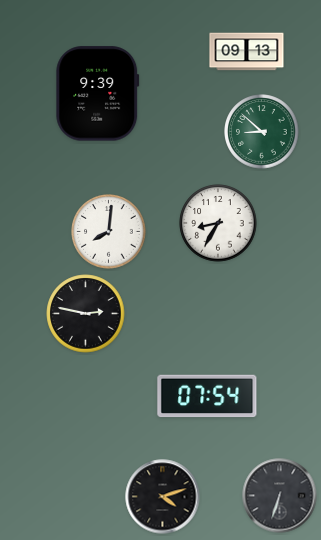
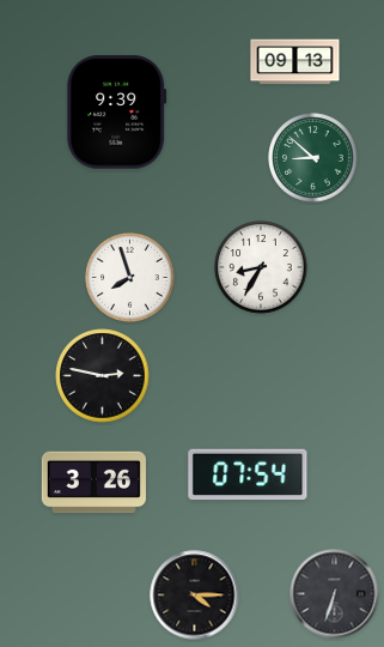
clock at (109, 232): 8:01 -> 7:57
clock at (93, 483): none -> 3:26
clock at (163, 497): 4:12 -> 4:15
